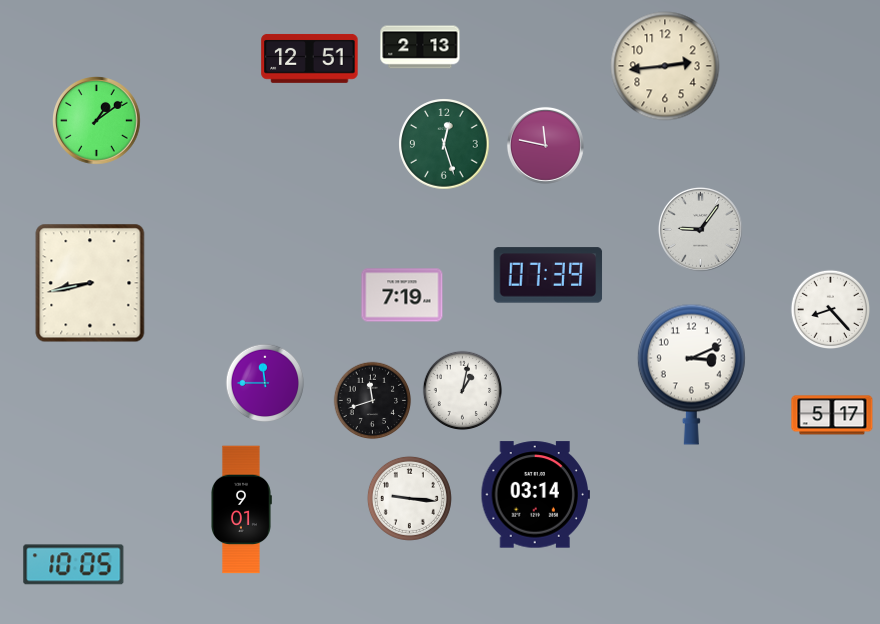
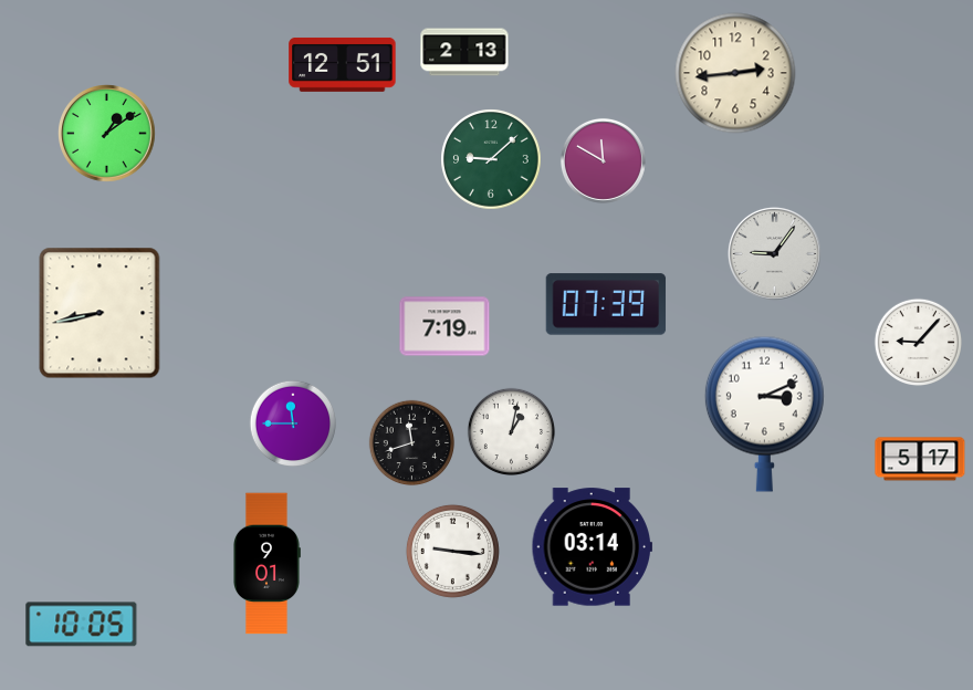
clock at (444, 144): 12:27 -> 9:08
clock at (545, 145): 11:47 -> 11:50
clock at (830, 309): 8:23 -> 9:07
